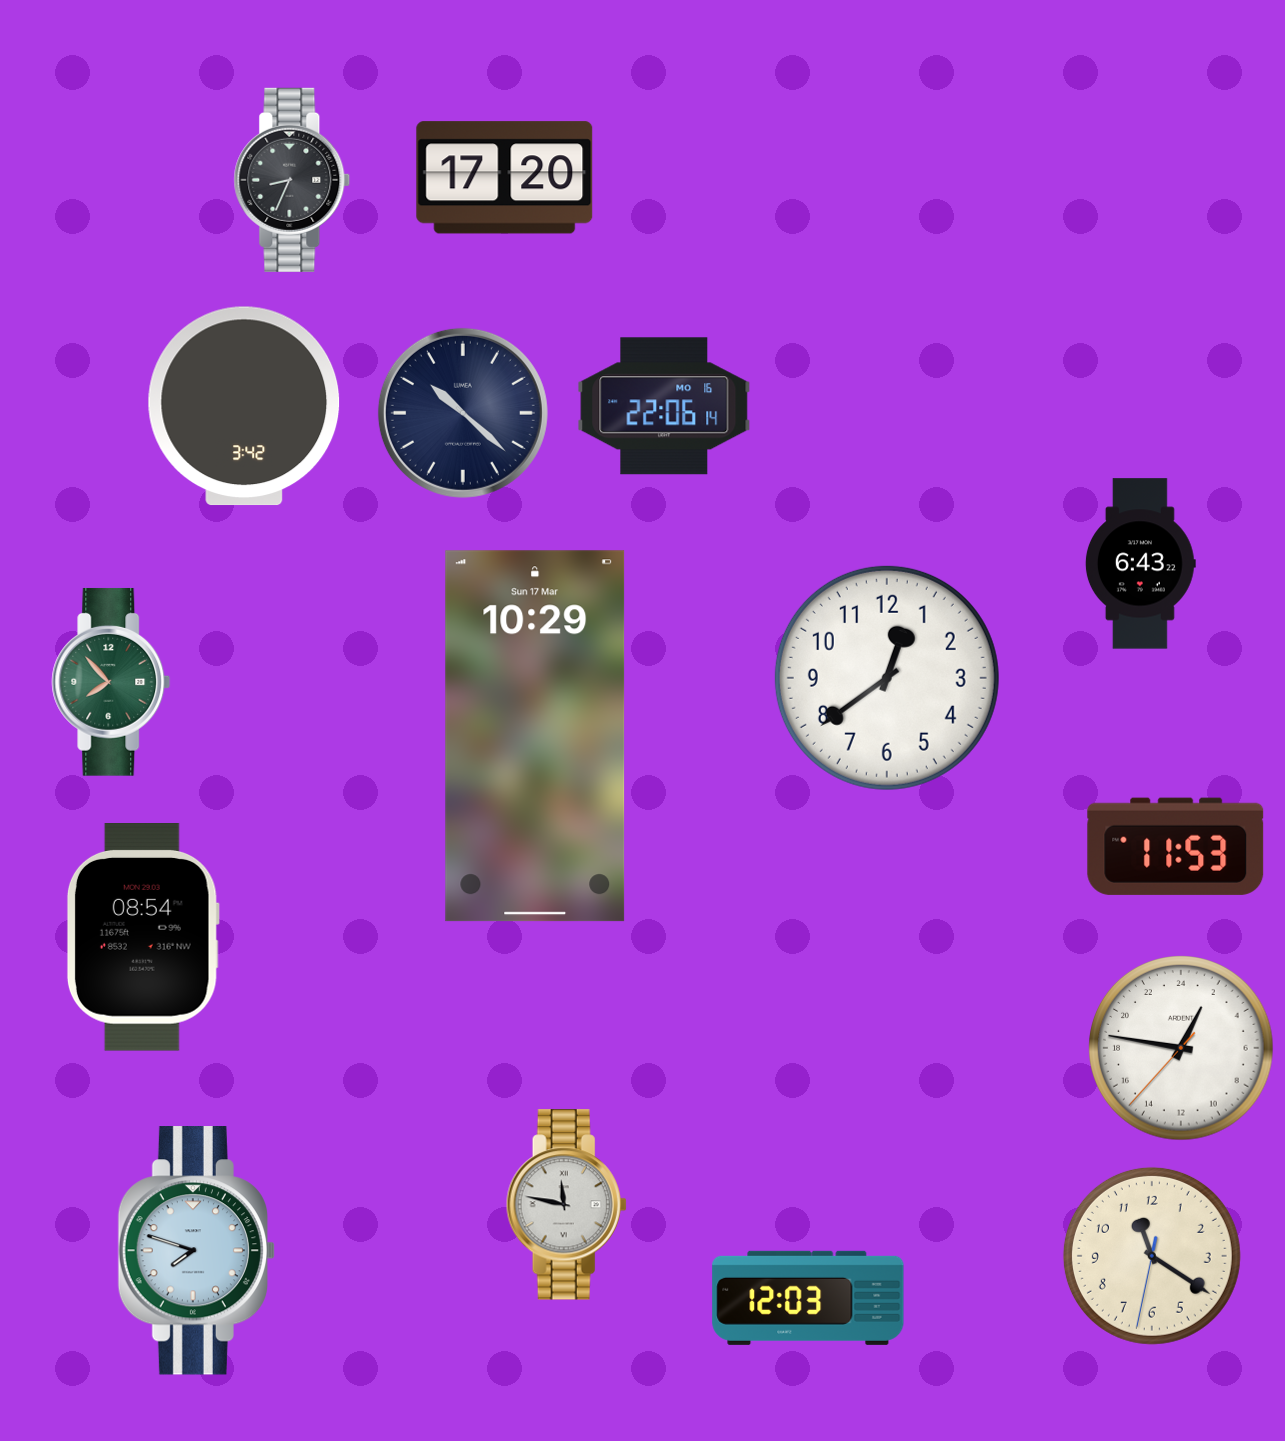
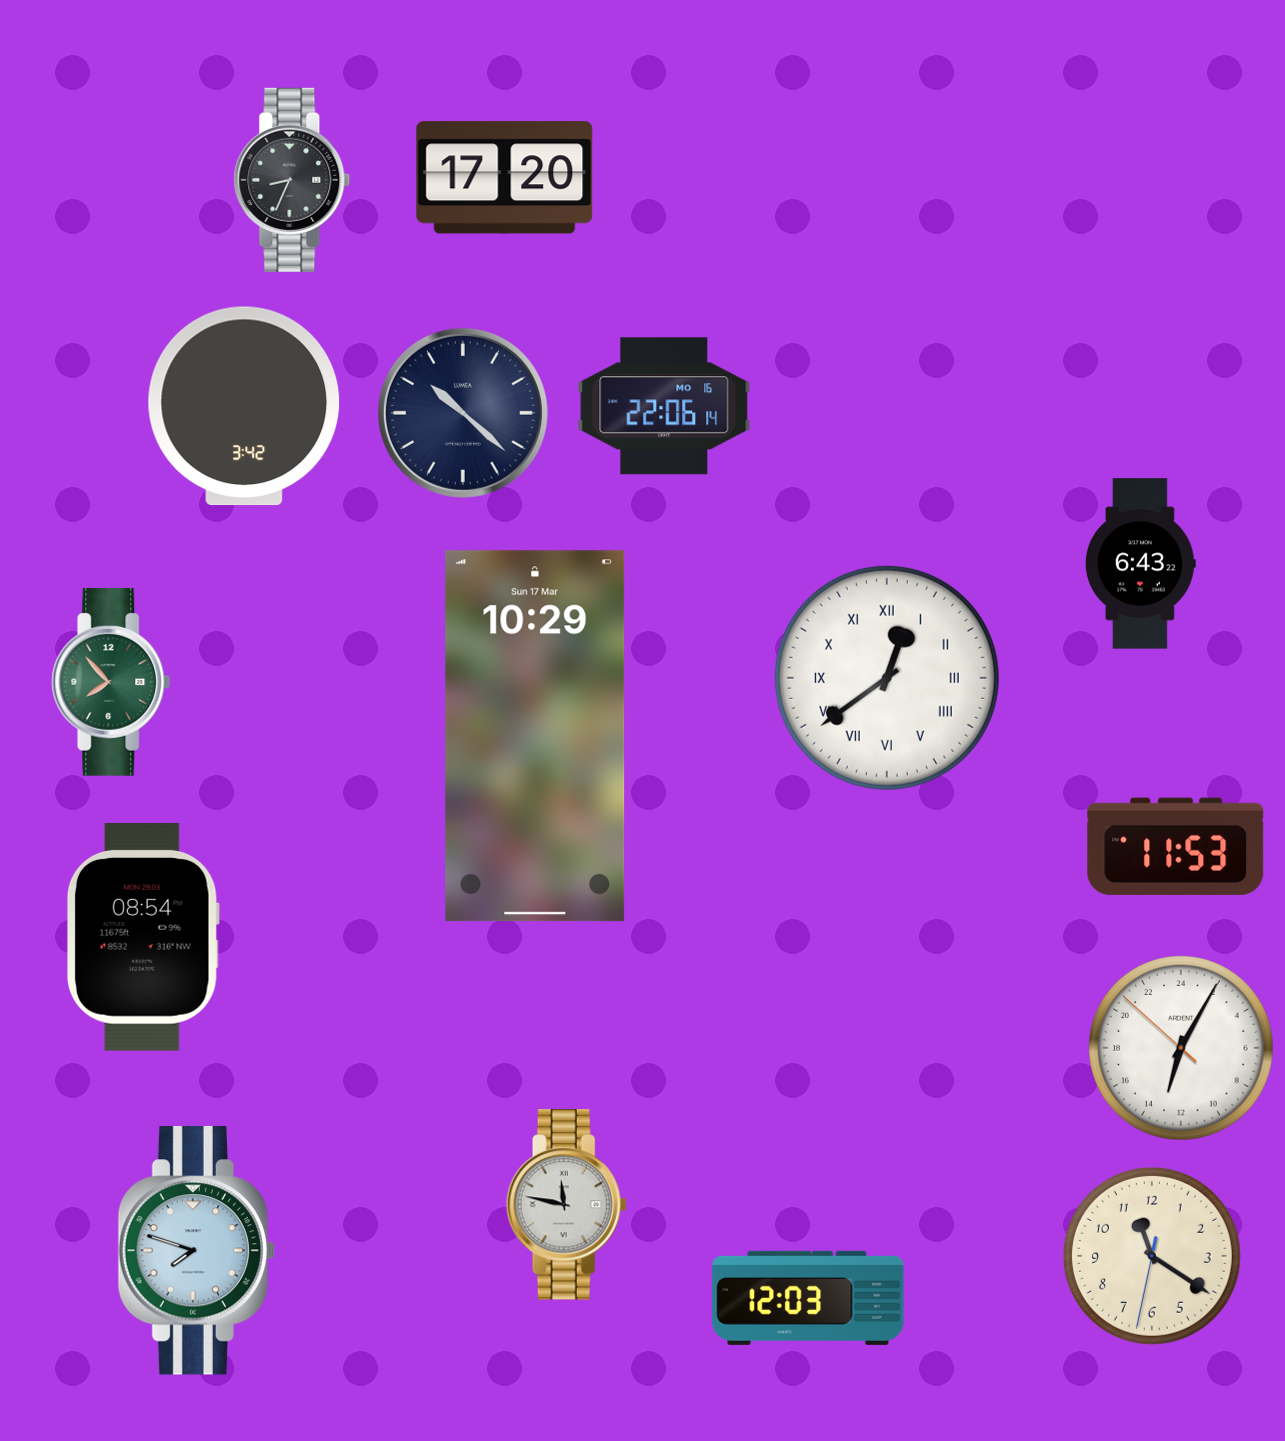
clock at (887, 678) numerals: Arabic -> Roman
clock at (1181, 1048): 1:46 -> 13:04
